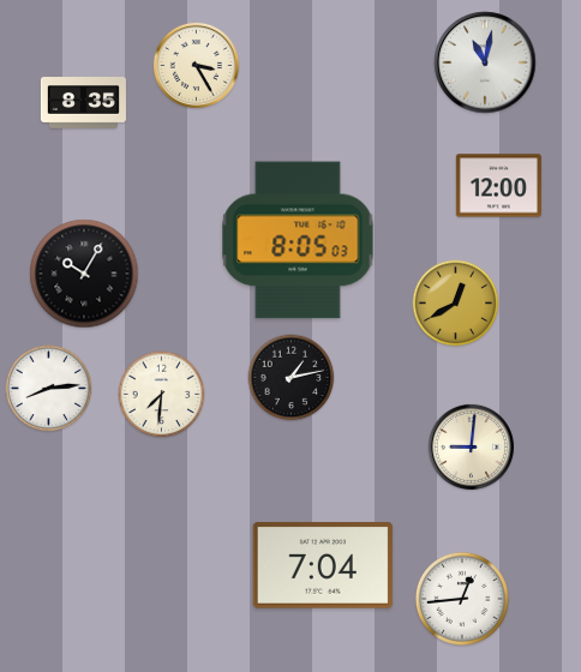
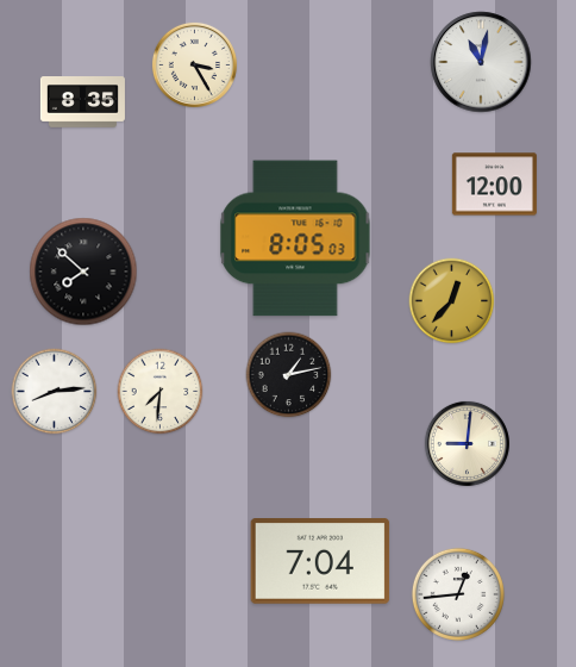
clock at (84, 274): 10:05 -> 7:52
clock at (456, 304): 12:40 -> 12:37
clock at (49, 389) position: (49, 389) -> (55, 392)
